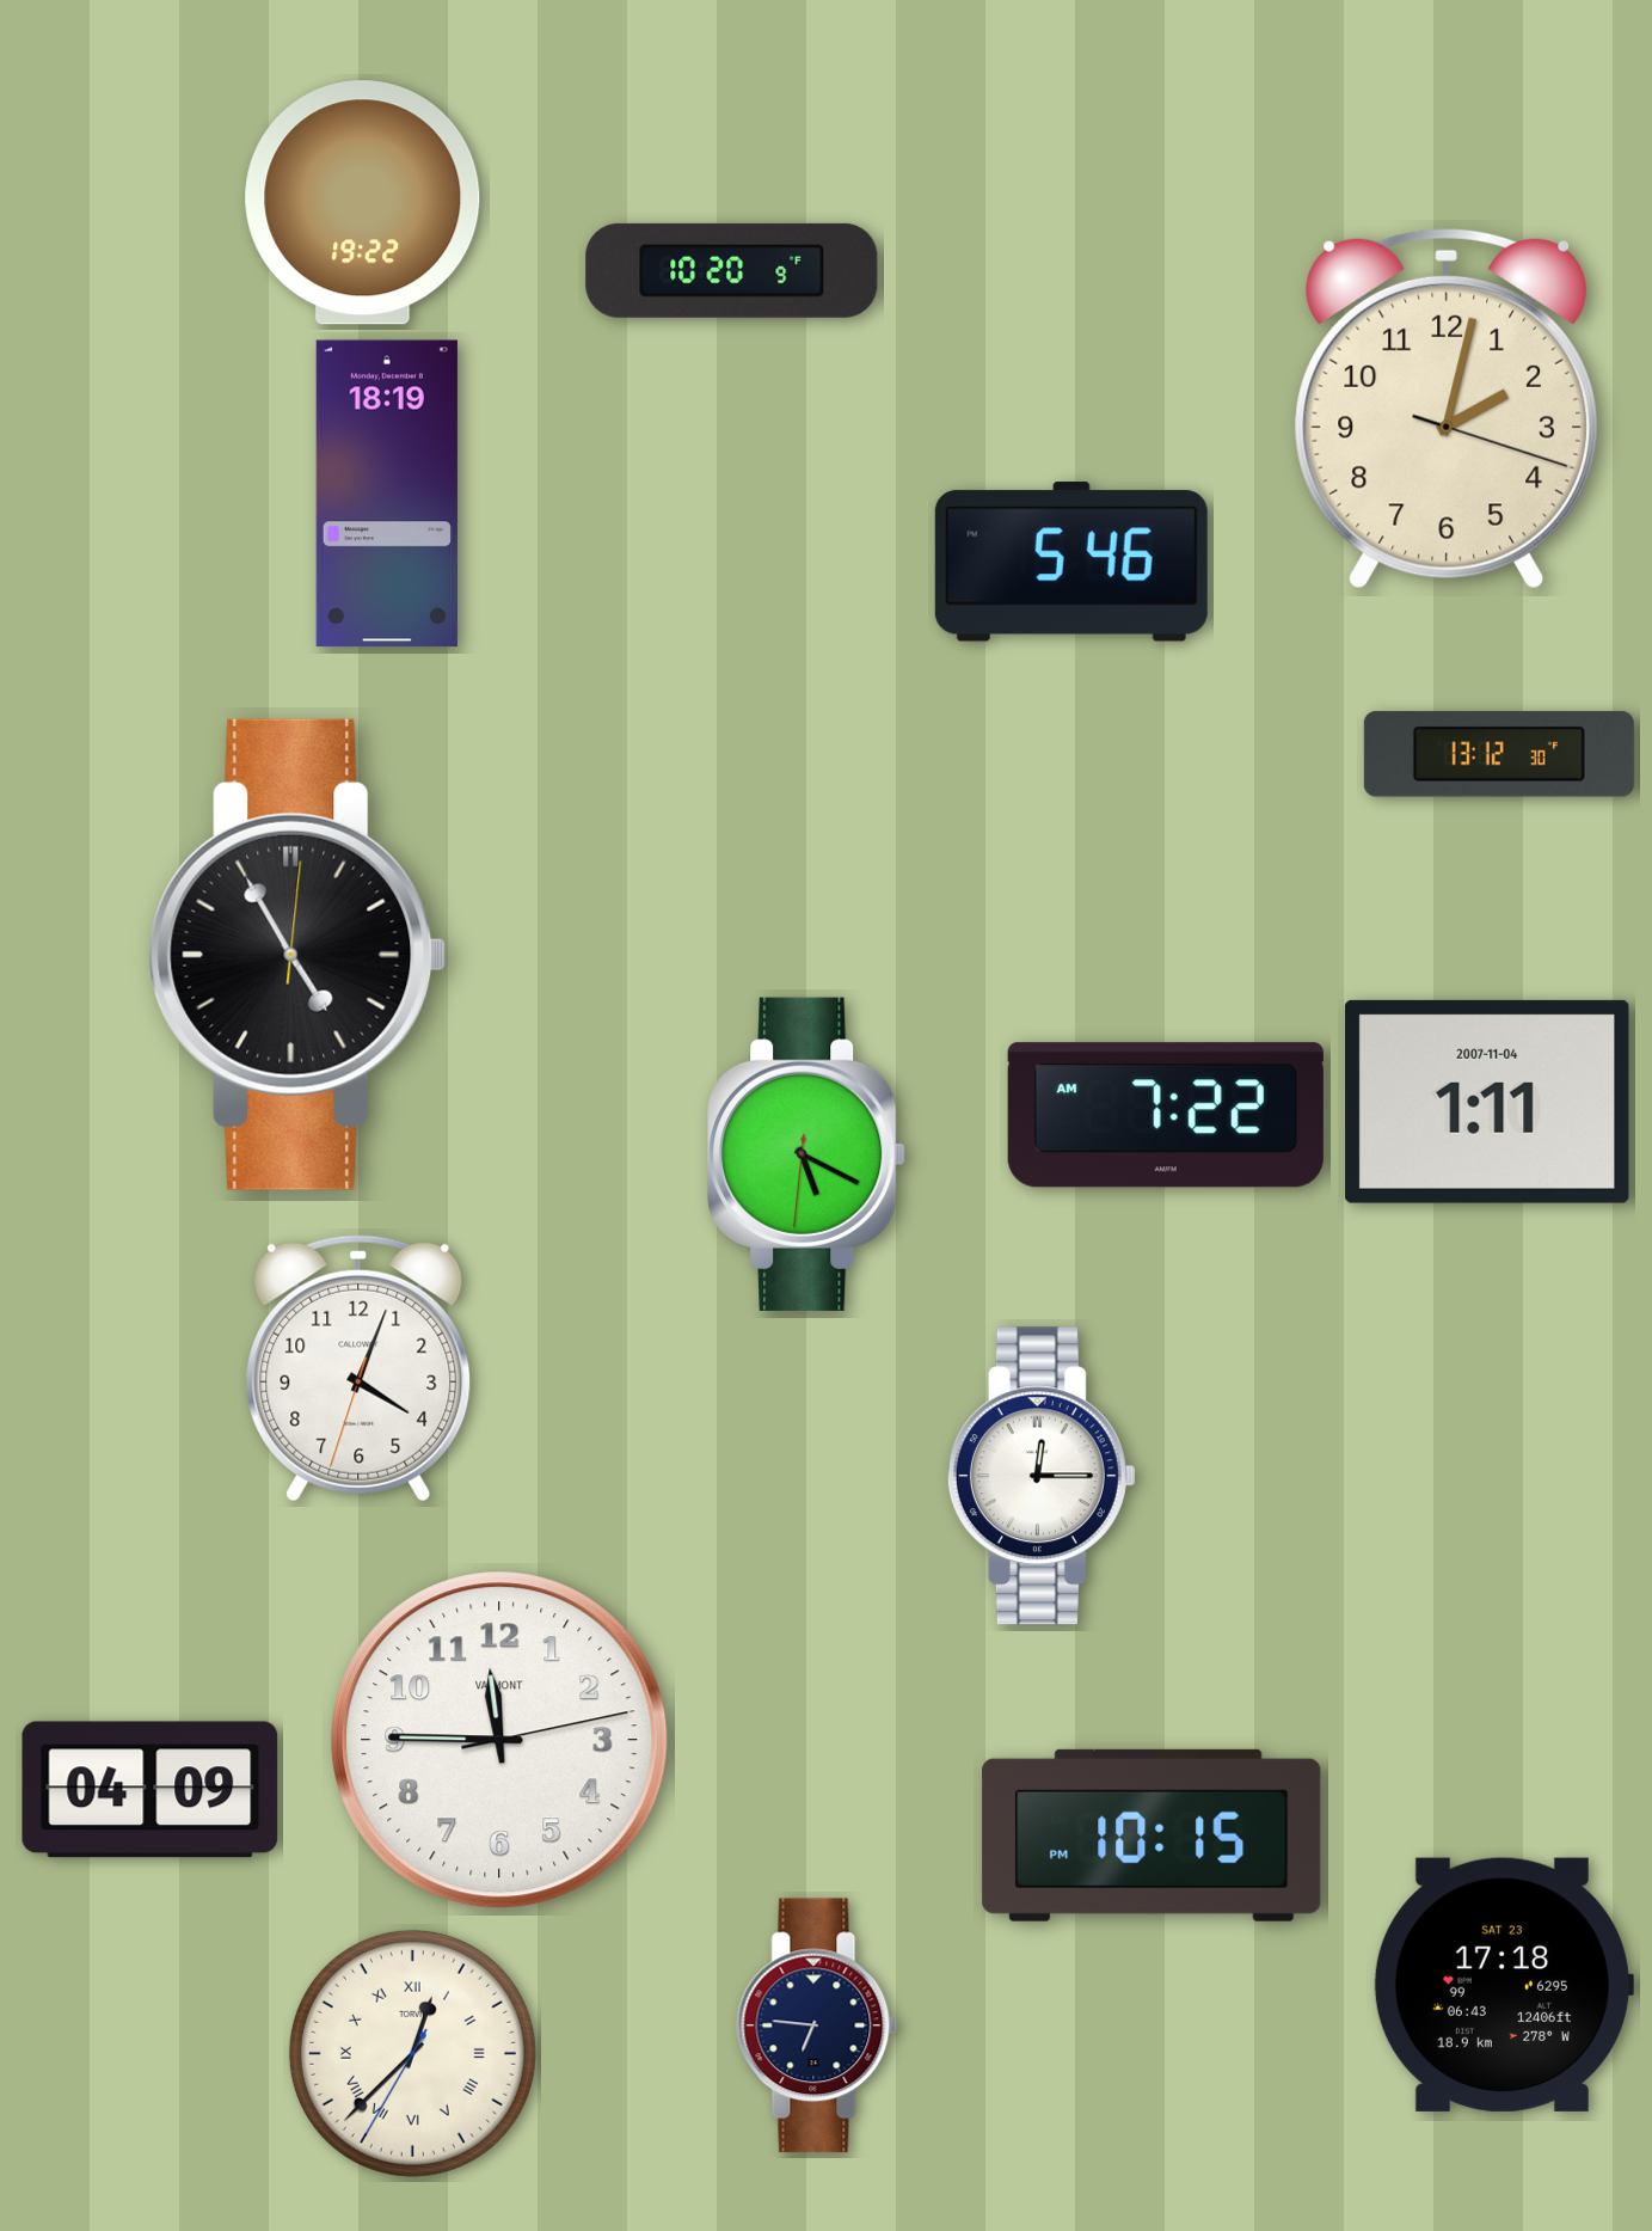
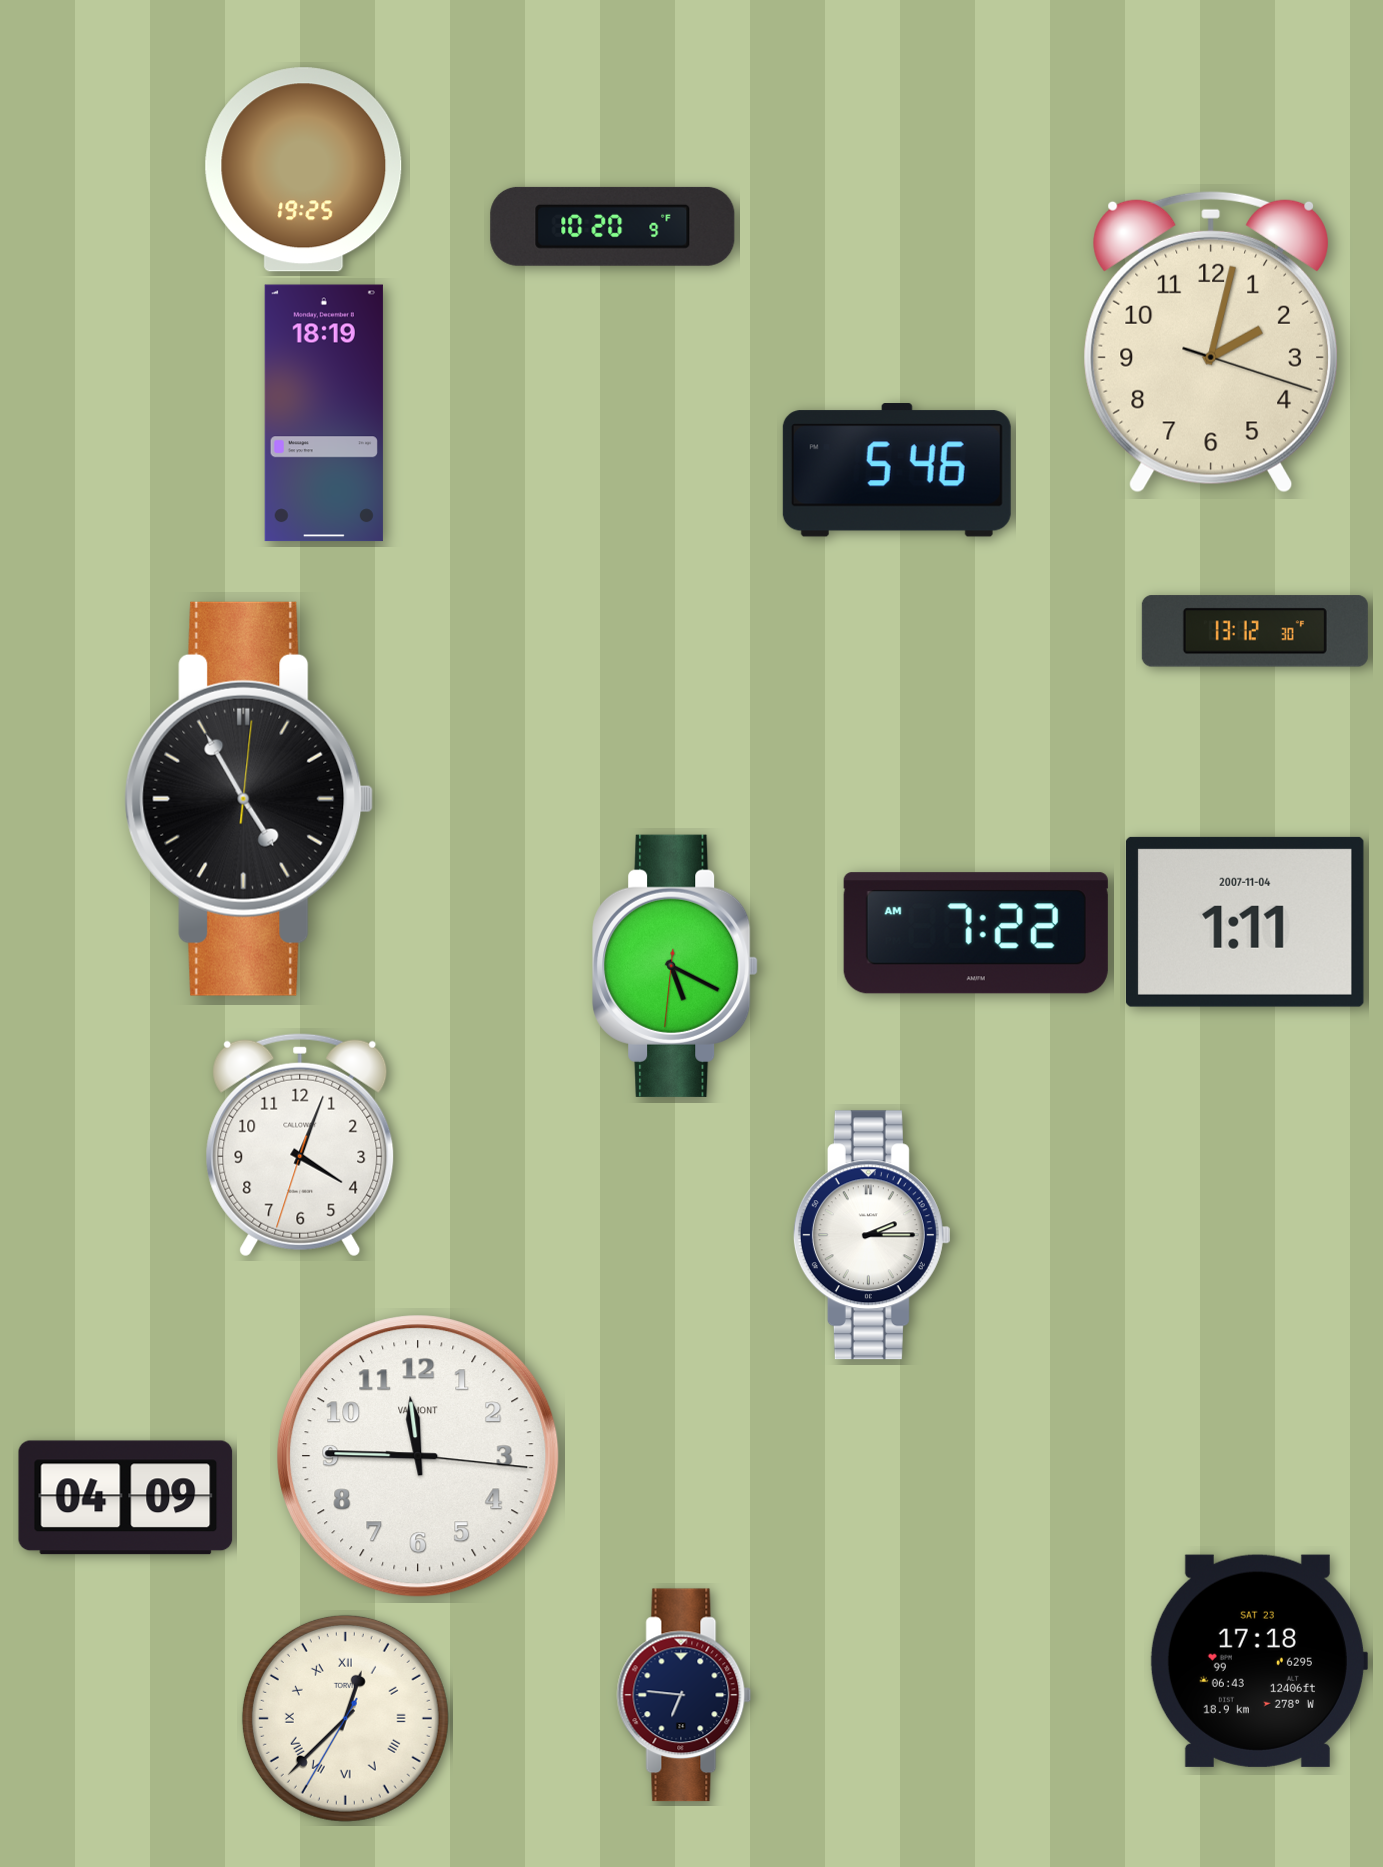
clock at (363, 203): 19:22 -> 19:25
clock at (1042, 1476): 12:15 -> 2:15
clock at (499, 1740): 11:45:13 -> 11:45:16
clock at (1152, 1835): 10:15 -> none
